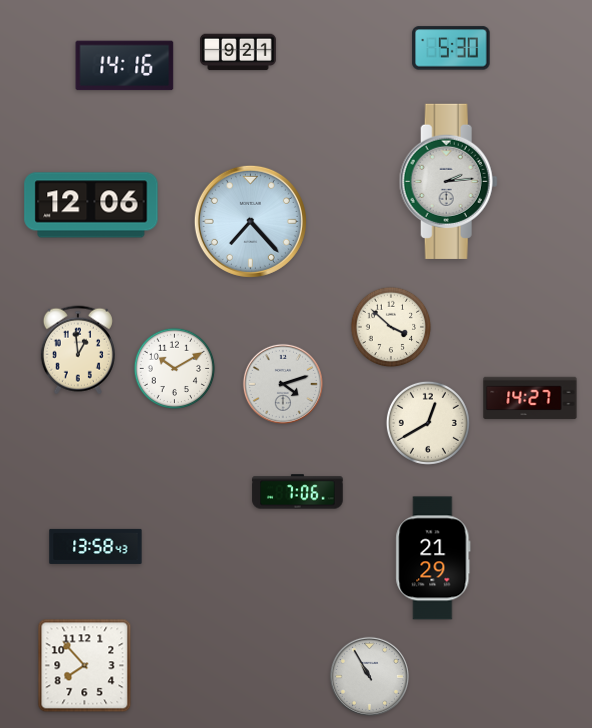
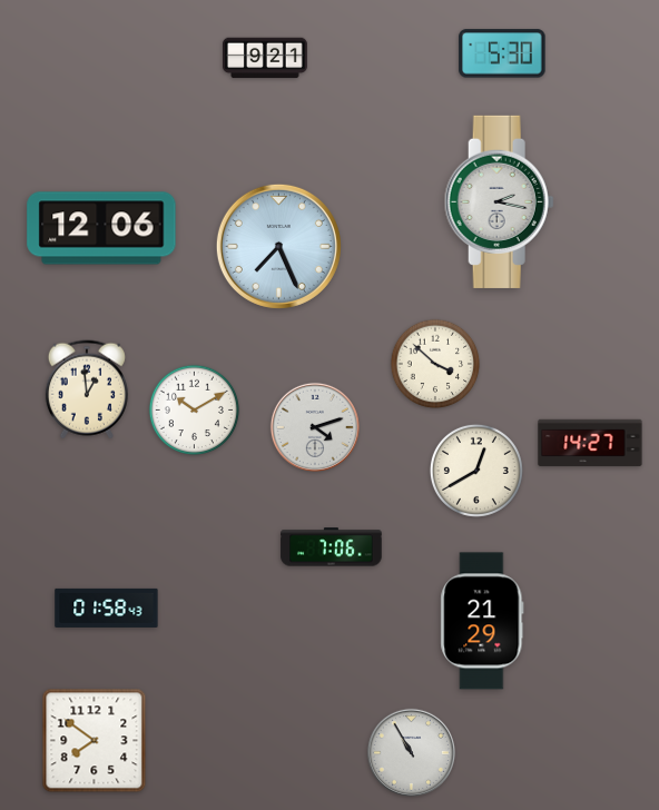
clock at (125, 66): 14:16 -> none
clock at (448, 181): 2:14 -> 2:17
clock at (250, 221): 7:23 -> 7:26
clock at (96, 546): 13:58 -> 01:58
clock at (85, 666): 7:53 -> 7:51
